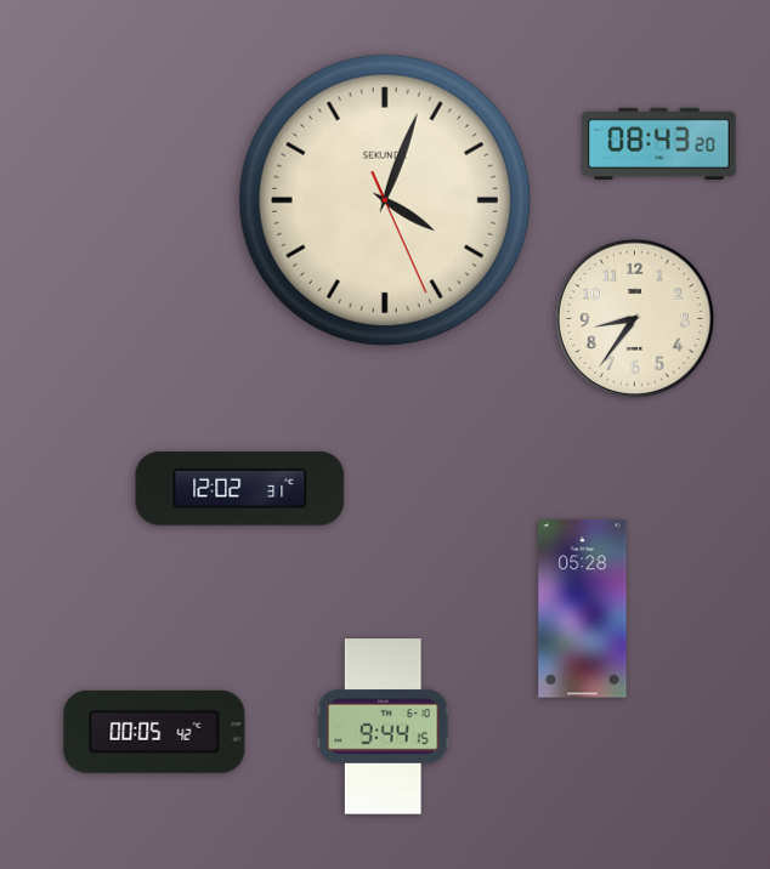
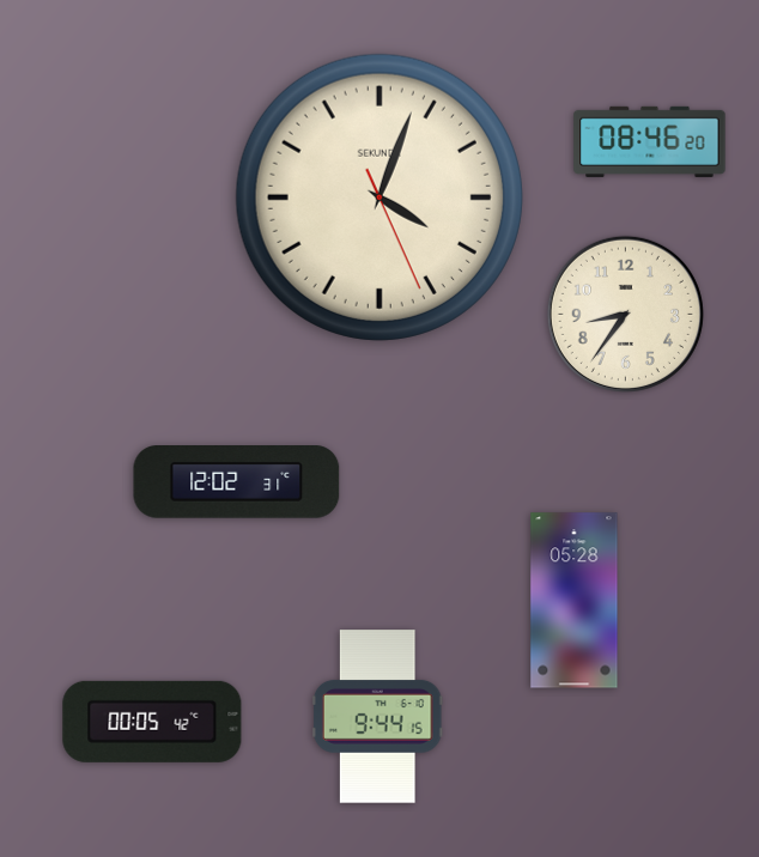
clock at (659, 143): 08:43 -> 08:46
